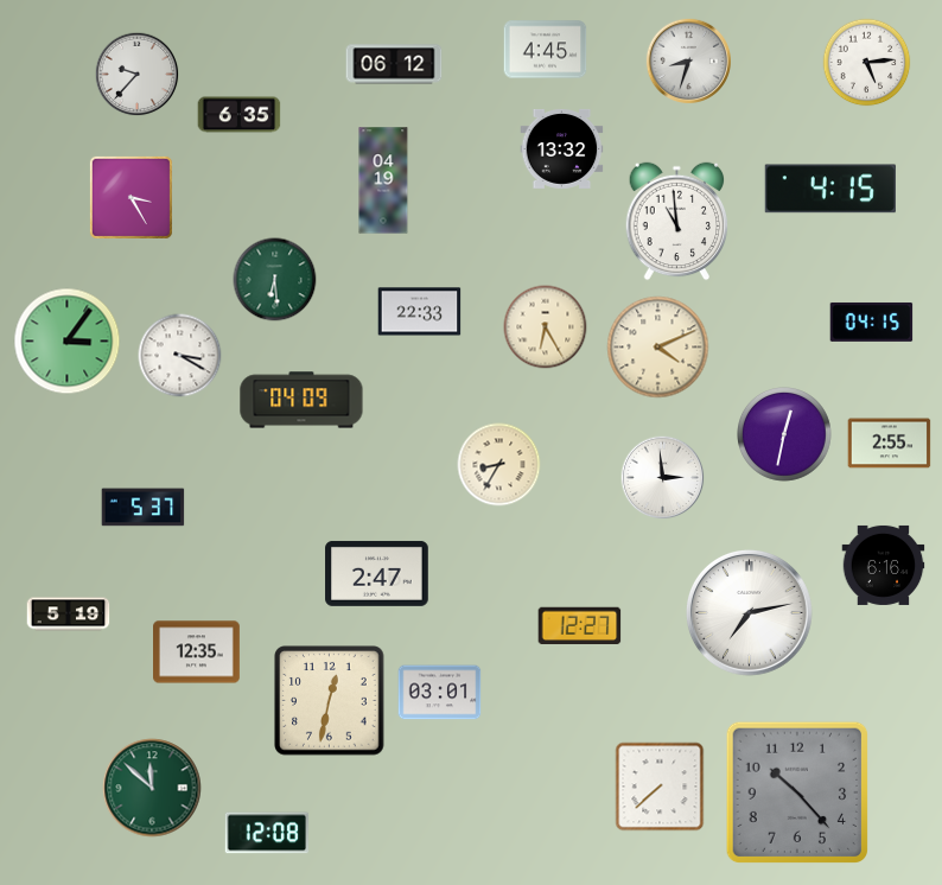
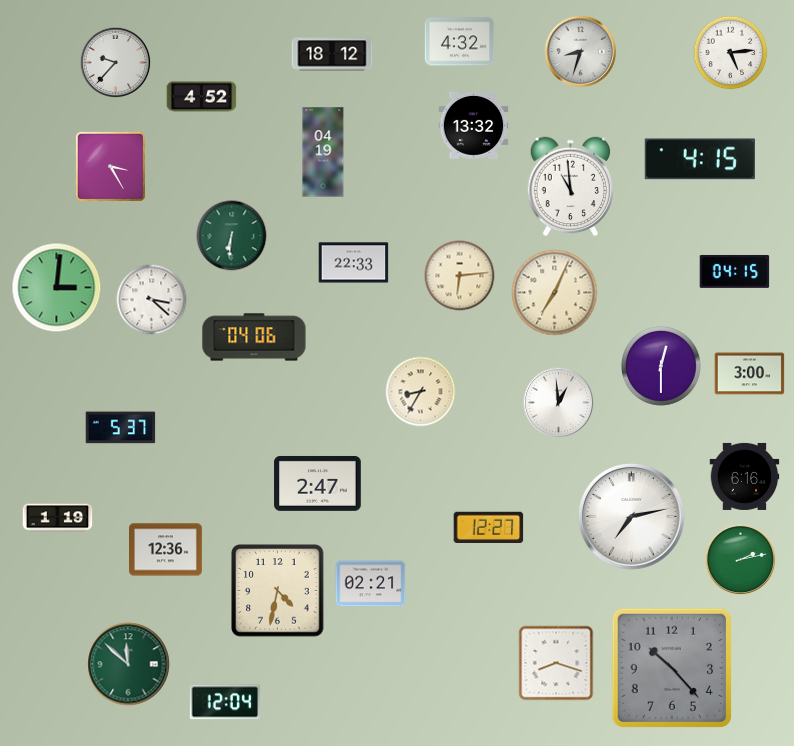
clock at (546, 50): 4:45 -> 4:32
clock at (394, 64): 06:12 -> 18:12
clock at (240, 115): 6:35 -> 4:52
clock at (275, 280): 6:29 -> 6:31
clock at (546, 327): 6:25 -> 6:14
clock at (68, 342): 3:06 -> 3:01
clock at (658, 348): 4:11 -> 7:04
clock at (180, 356): 3:20 -> 3:22
clock at (301, 400): 04:09 -> 04:06
clock at (785, 435): 12:32 -> 12:30
clock at (890, 444): 2:55 -> 3:00
clock at (663, 478): 2:59 -> 12:59
clock at (69, 615): 5:19 -> 1:19
clock at (197, 652): 12:35 -> 12:36
clock at (741, 560): none -> 2:13
clock at (440, 693): 03:01 -> 02:21
clock at (330, 701): 12:32 -> 4:32
clock at (660, 787): 7:38 -> 8:18
clock at (266, 833): 12:08 -> 12:04
